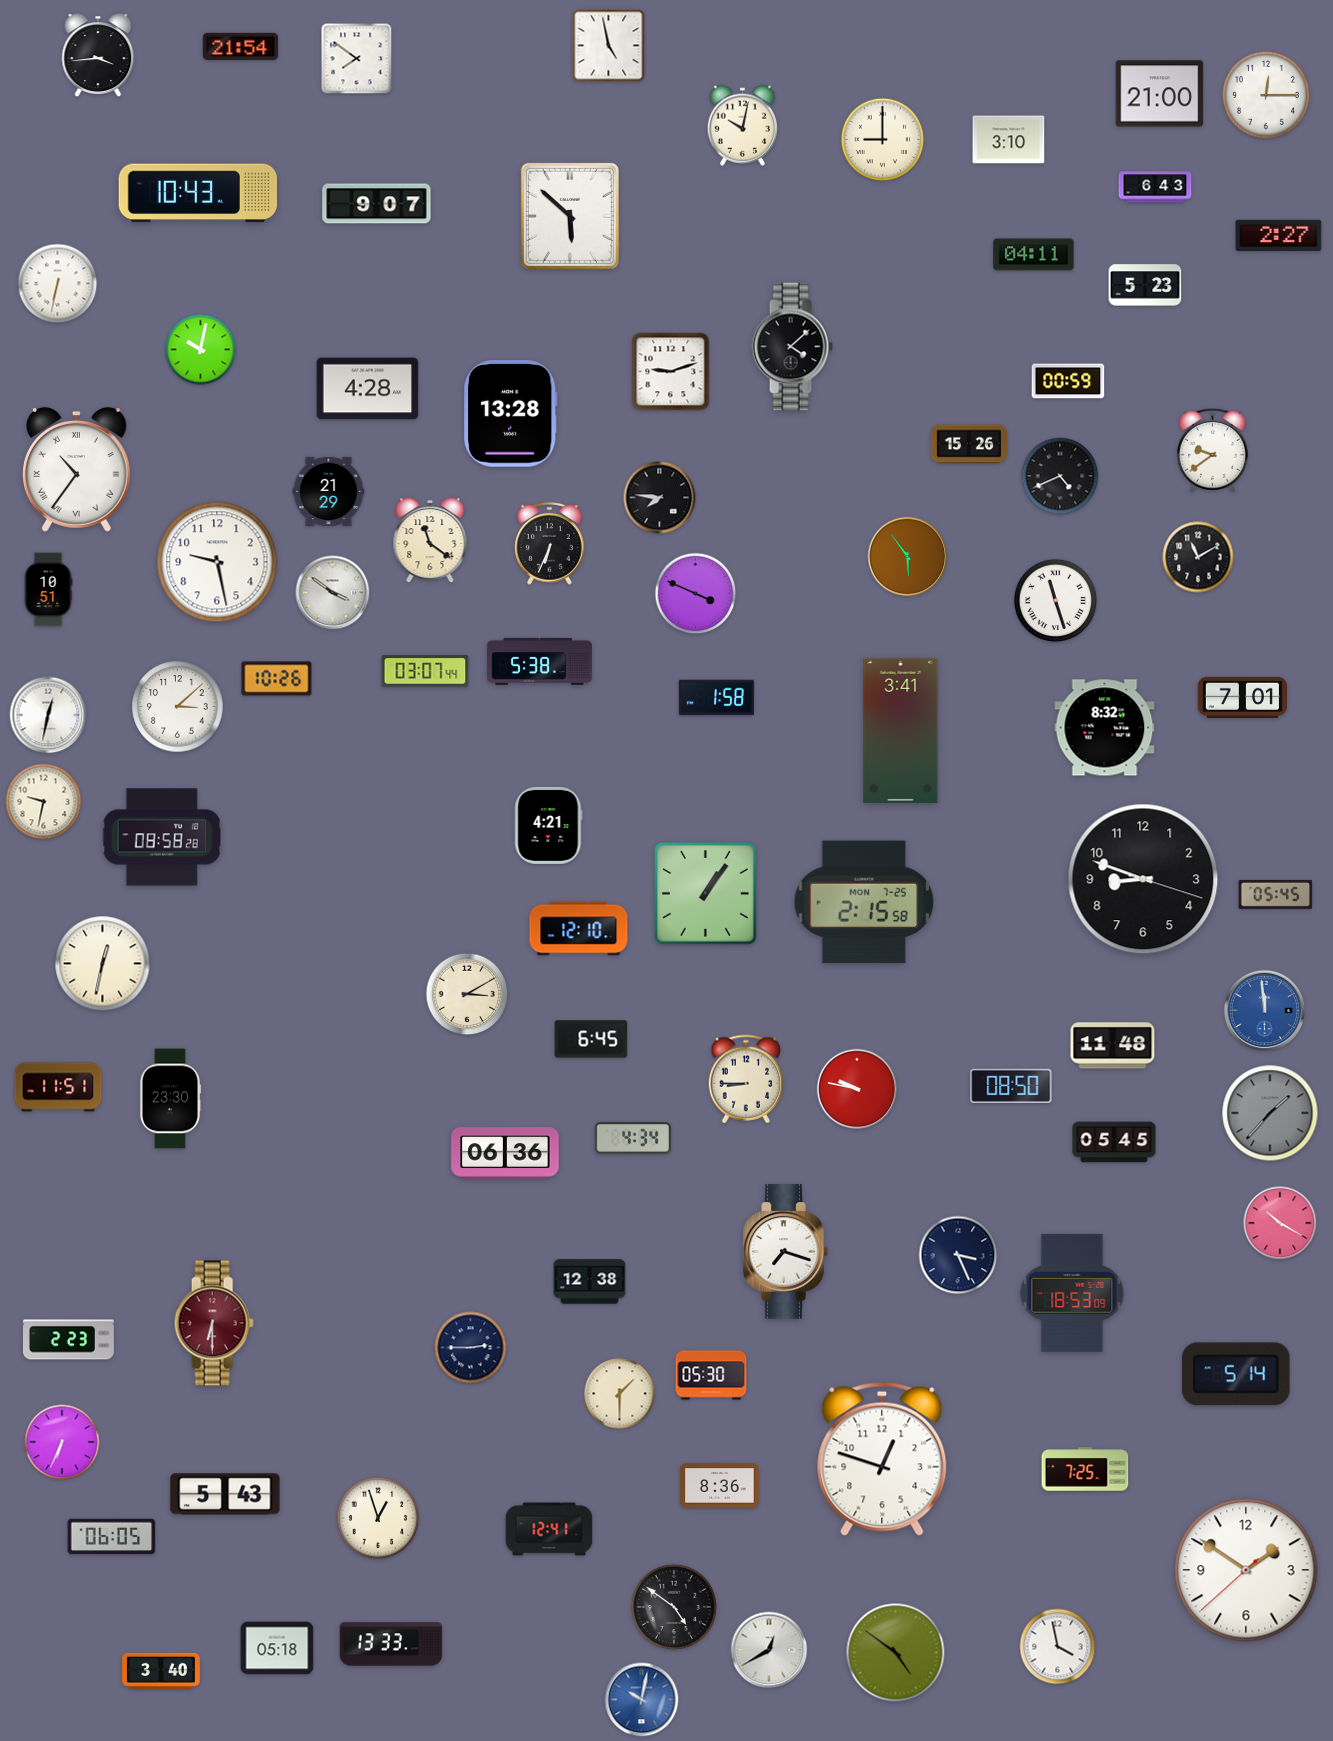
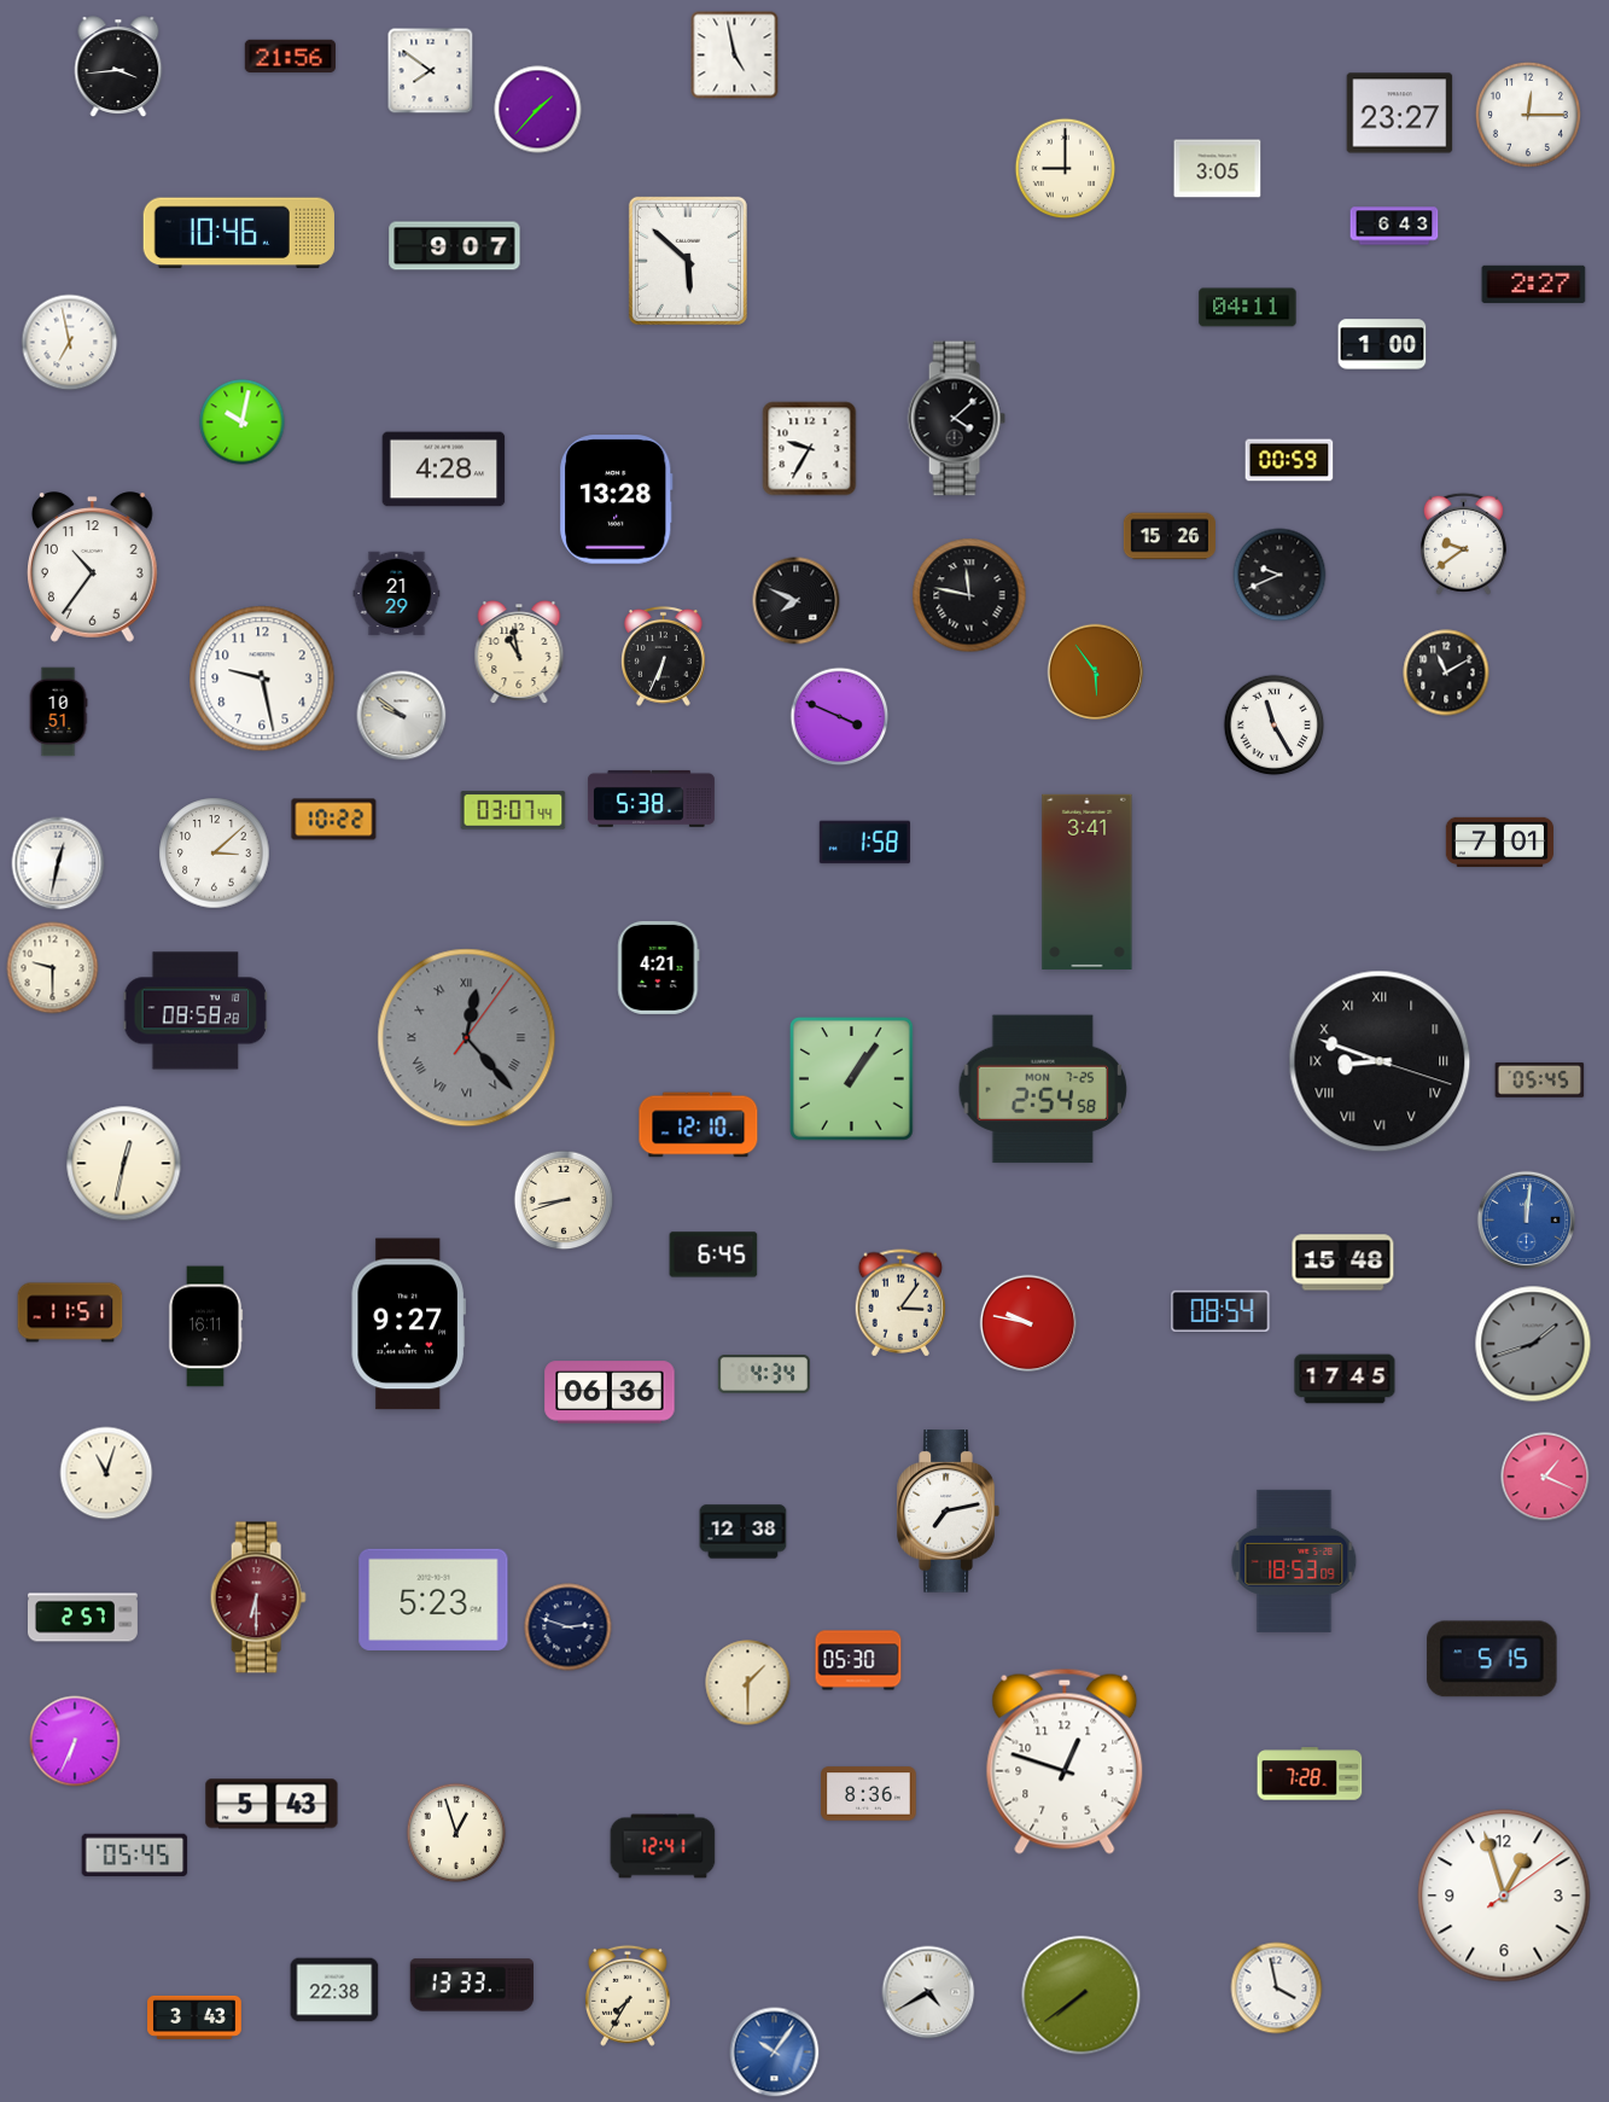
clock at (240, 47): 21:54 -> 21:56
clock at (538, 110): none -> 1:37
clock at (1160, 94): 21:00 -> 23:27
clock at (742, 125): 10:02 -> none
clock at (1009, 140): 3:10 -> 3:05
clock at (198, 193): 10:43 -> 10:46
clock at (1279, 235) position: (1279, 235) -> (1534, 284)
clock at (58, 284): 6:32 -> 6:58
clock at (1145, 285): 5:23 -> 1:00
clock at (671, 372): 9:12 -> 9:35
clock at (77, 470) numerals: Roman -> Arabic
clock at (1060, 476): 4:41 -> 9:41
clock at (969, 595): none -> 11:47
clock at (660, 498): 7:46 -> 7:49
clock at (430, 541): 11:21 -> 10:58
clock at (333, 593): 3:51 -> 9:51
clock at (1056, 601): 11:27 -> 11:25
clock at (277, 679): 10:26 -> 10:22
clock at (1105, 728): 8:32 -> none
clock at (44, 802): 9:32 -> 9:30
clock at (549, 825) position: (549, 825) -> (659, 967)
clock at (467, 1038): none -> 12:23
clock at (1143, 879) numerals: Arabic -> Roman
clock at (864, 902): 2:15 -> 2:54
clock at (579, 929) position: (579, 929) -> (699, 1125)
clock at (467, 994): 3:10 -> 8:42
clock at (1265, 1011): 11:59 -> 12:01
clock at (1113, 1046): 11:48 -> 15:48
clock at (746, 1079): 8:45 -> 3:06
clock at (1011, 1086): 08:50 -> 08:54
clock at (857, 1089) position: (857, 1089) -> (1028, 1323)
clock at (408, 1324): none -> 9:27
clock at (170, 1099): 23:30 -> 16:11
clock at (1270, 1113): 1:37 -> 1:42
clock at (1114, 1142): 05:45 -> 17:45
clock at (106, 1473): none -> 11:03
clock at (1280, 1223): 10:20 -> 1:19
clock at (785, 1252): 7:18 -> 7:13
clock at (958, 1255): 3:26 -> none
clock at (590, 1282) position: (590, 1282) -> (744, 1532)
clock at (433, 1600): none -> 5:23
clock at (68, 1340): 2:23 -> 2:57
clock at (471, 1348): 2:45 -> 2:48
clock at (1236, 1374): 5:14 -> 5:15
clock at (1085, 1469): 7:25 -> 7:28
clock at (112, 1537): 06:05 -> 05:45
clock at (1246, 1570): 1:50 -> 12:57
clock at (674, 1607): 4:51 -> none
clock at (277, 1648): 05:18 -> 22:38
clock at (769, 1650): 12:40 -> 4:40
clock at (628, 1996): none -> 7:35
clock at (896, 1653): 4:51 -> 7:39
clock at (161, 1671): 3:40 -> 3:43
clock at (642, 1700): 10:02 -> 10:06
